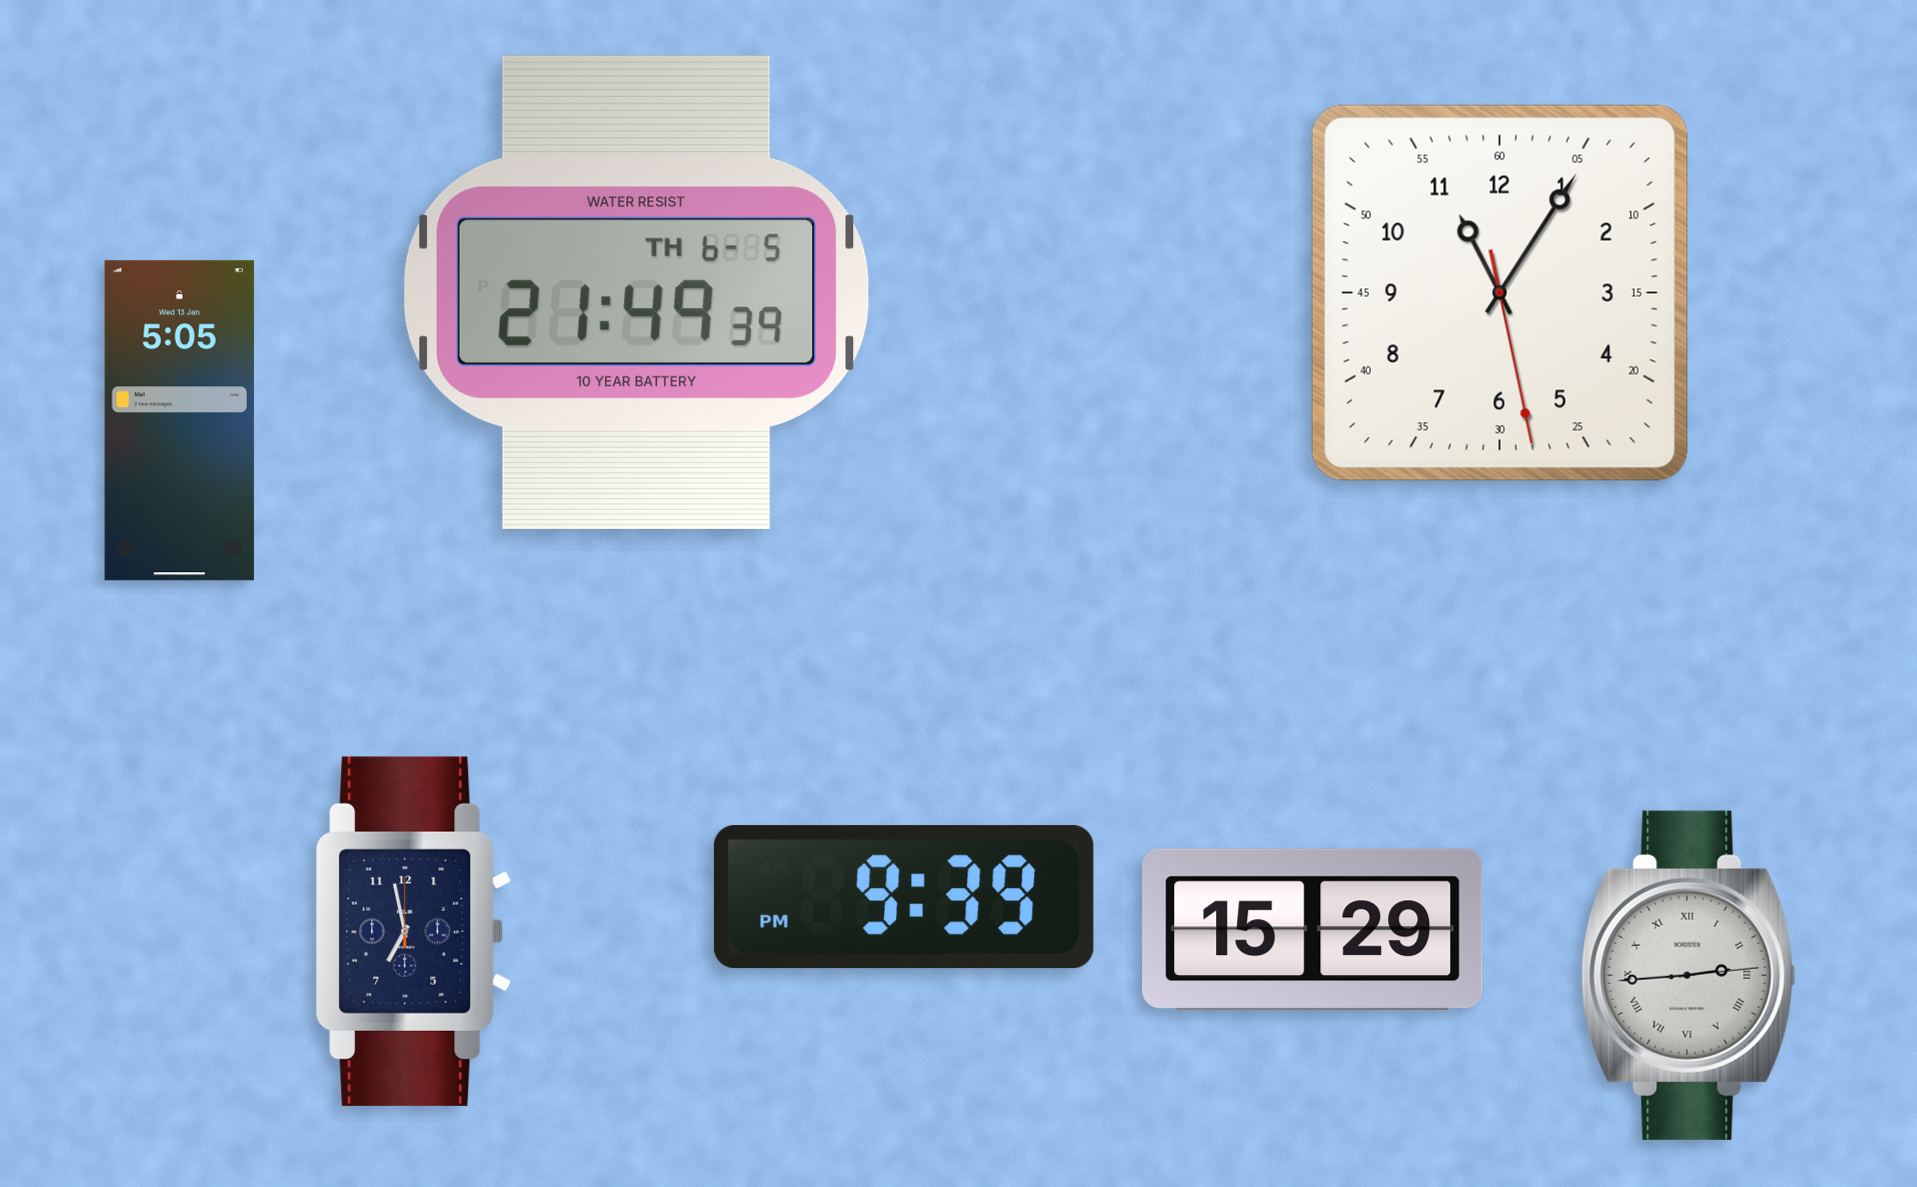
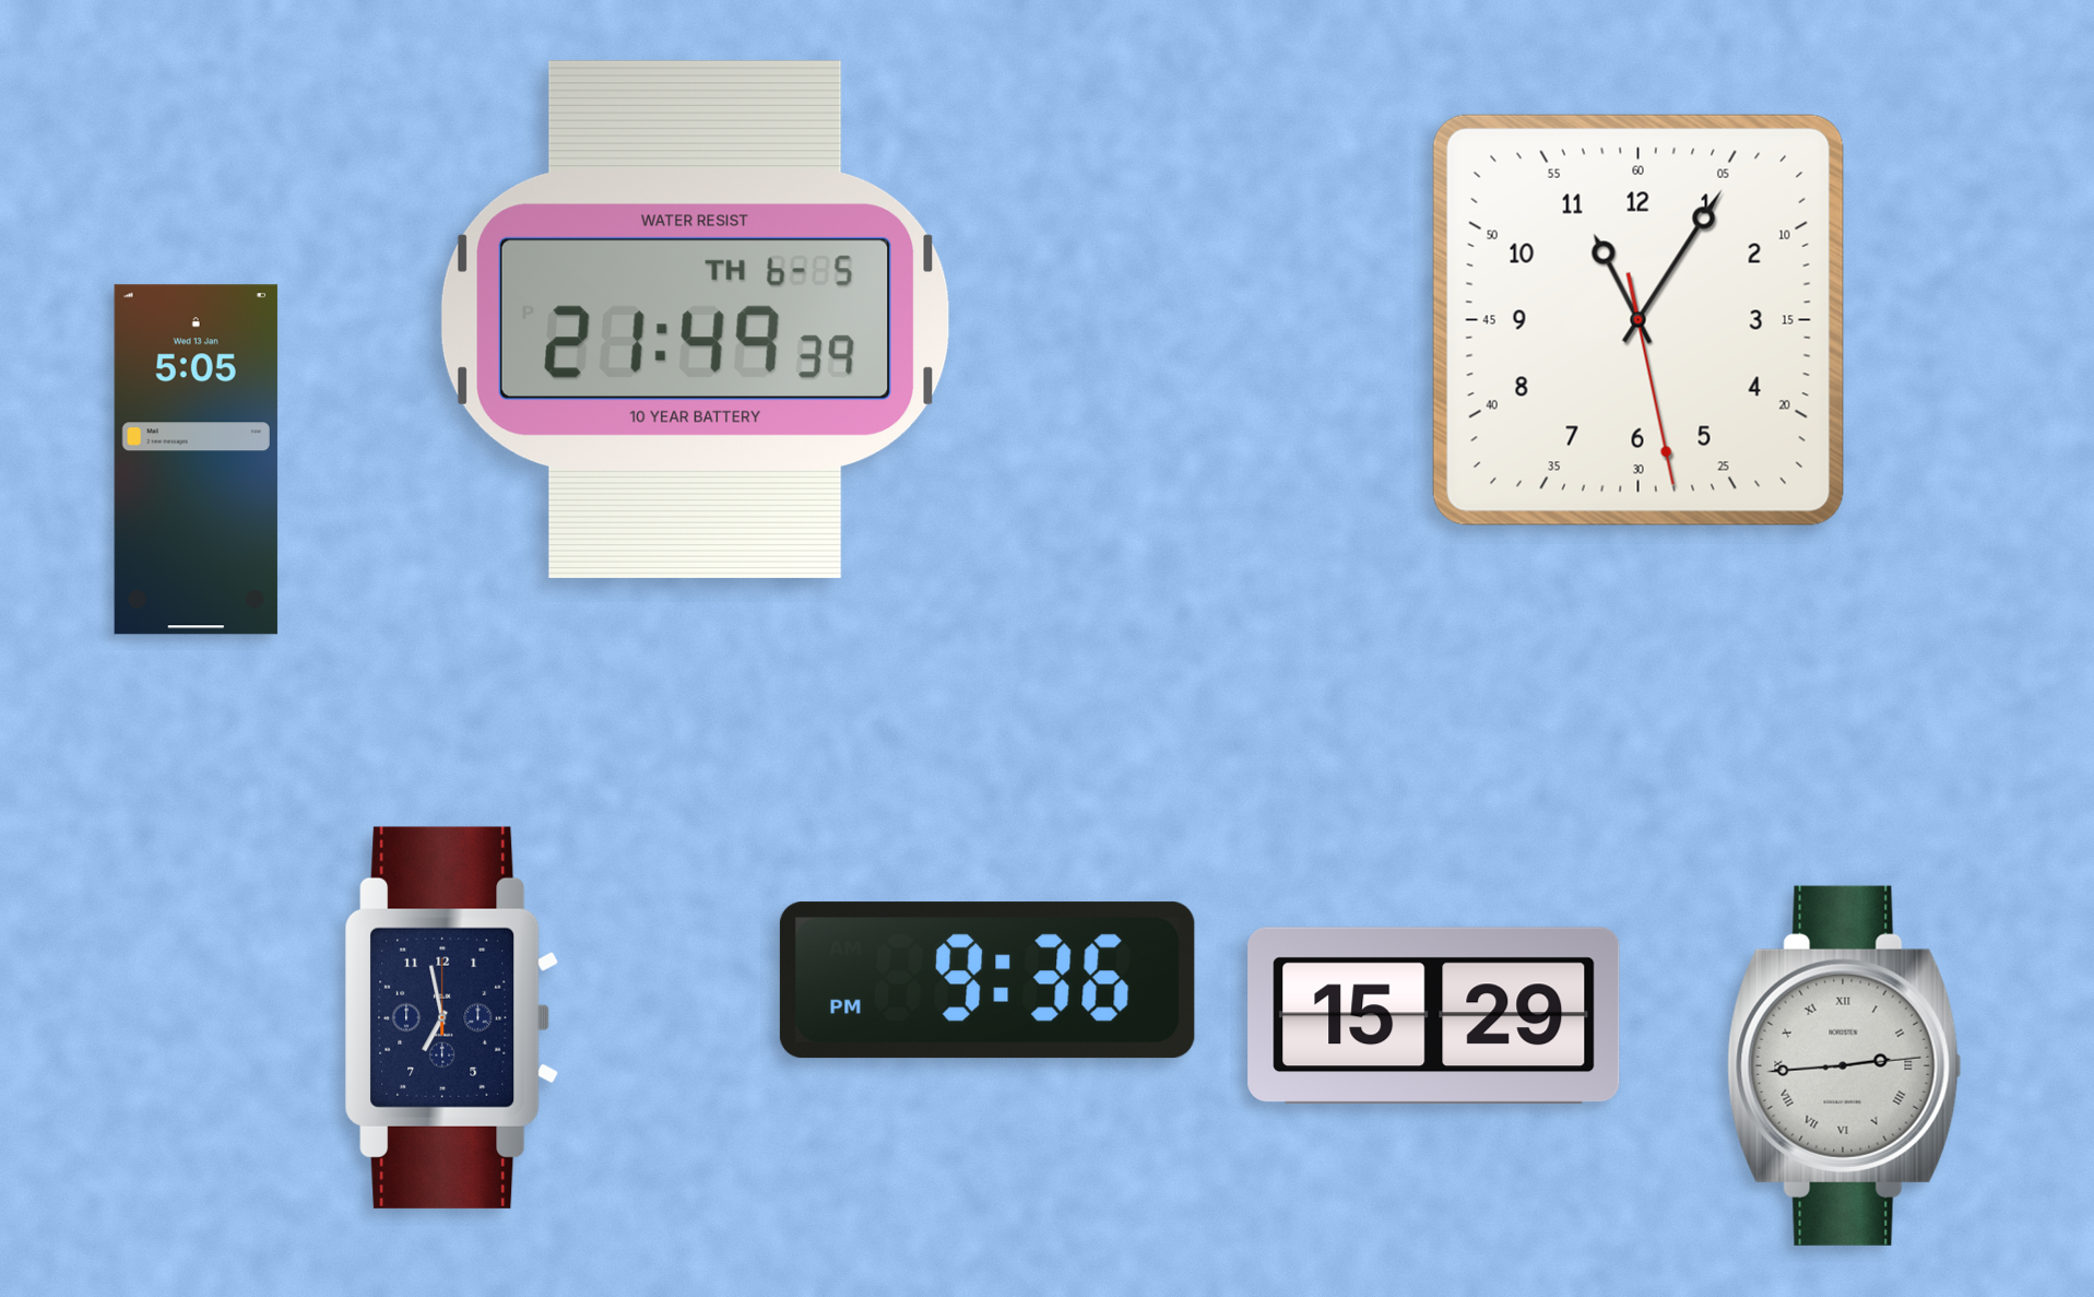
clock at (904, 897): 9:39 -> 9:36
